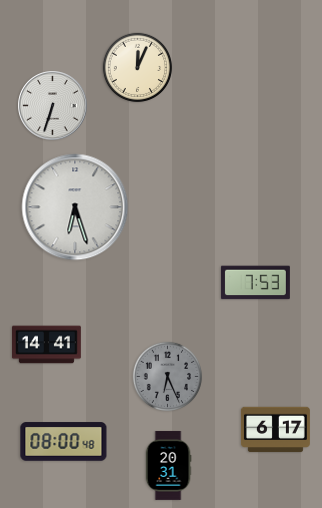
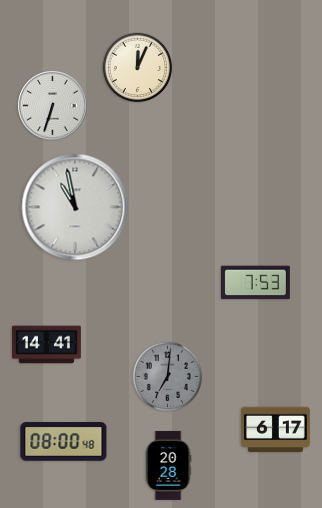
clock at (75, 207): 6:27 -> 10:58
clock at (168, 377): 6:26 -> 7:01
clock at (168, 465): 20:31 -> 20:28
